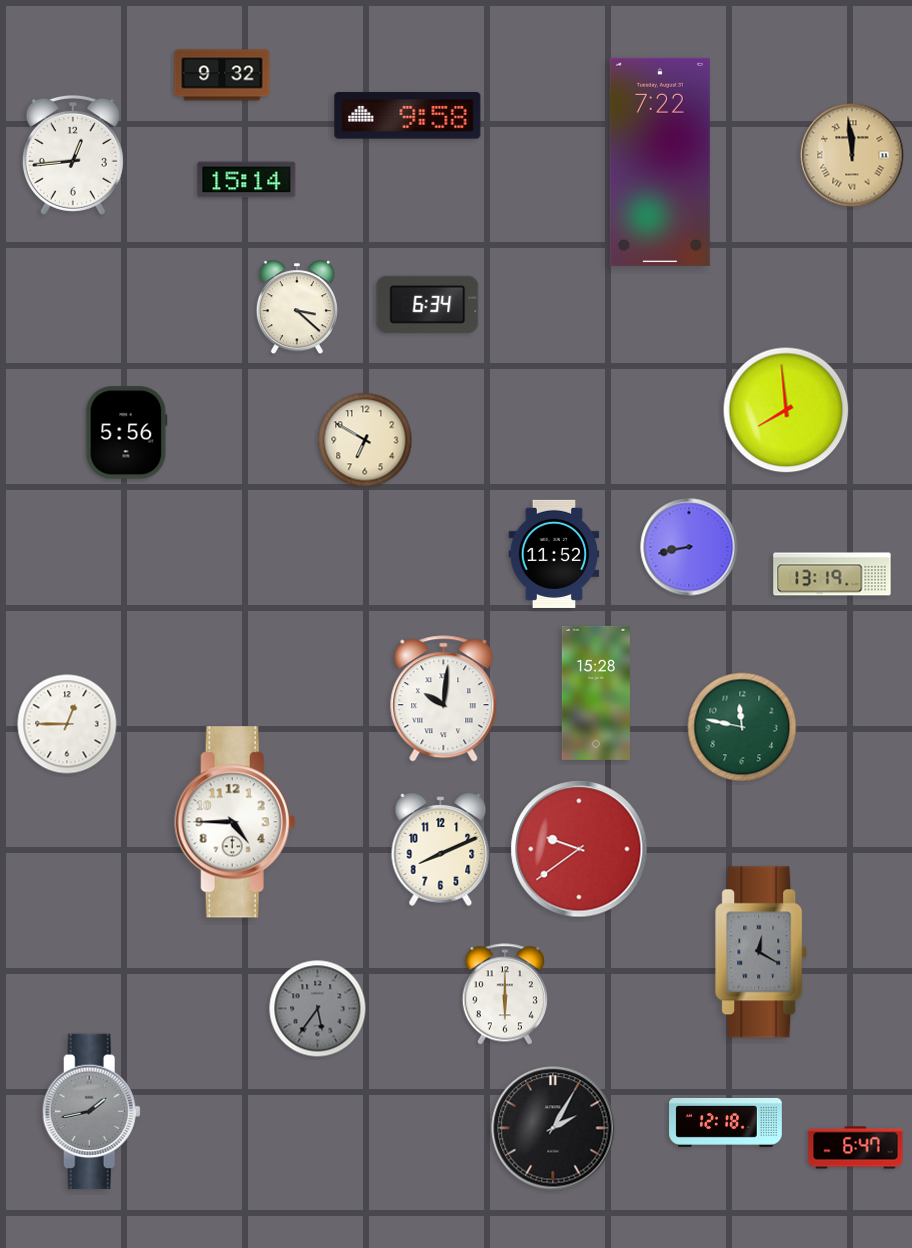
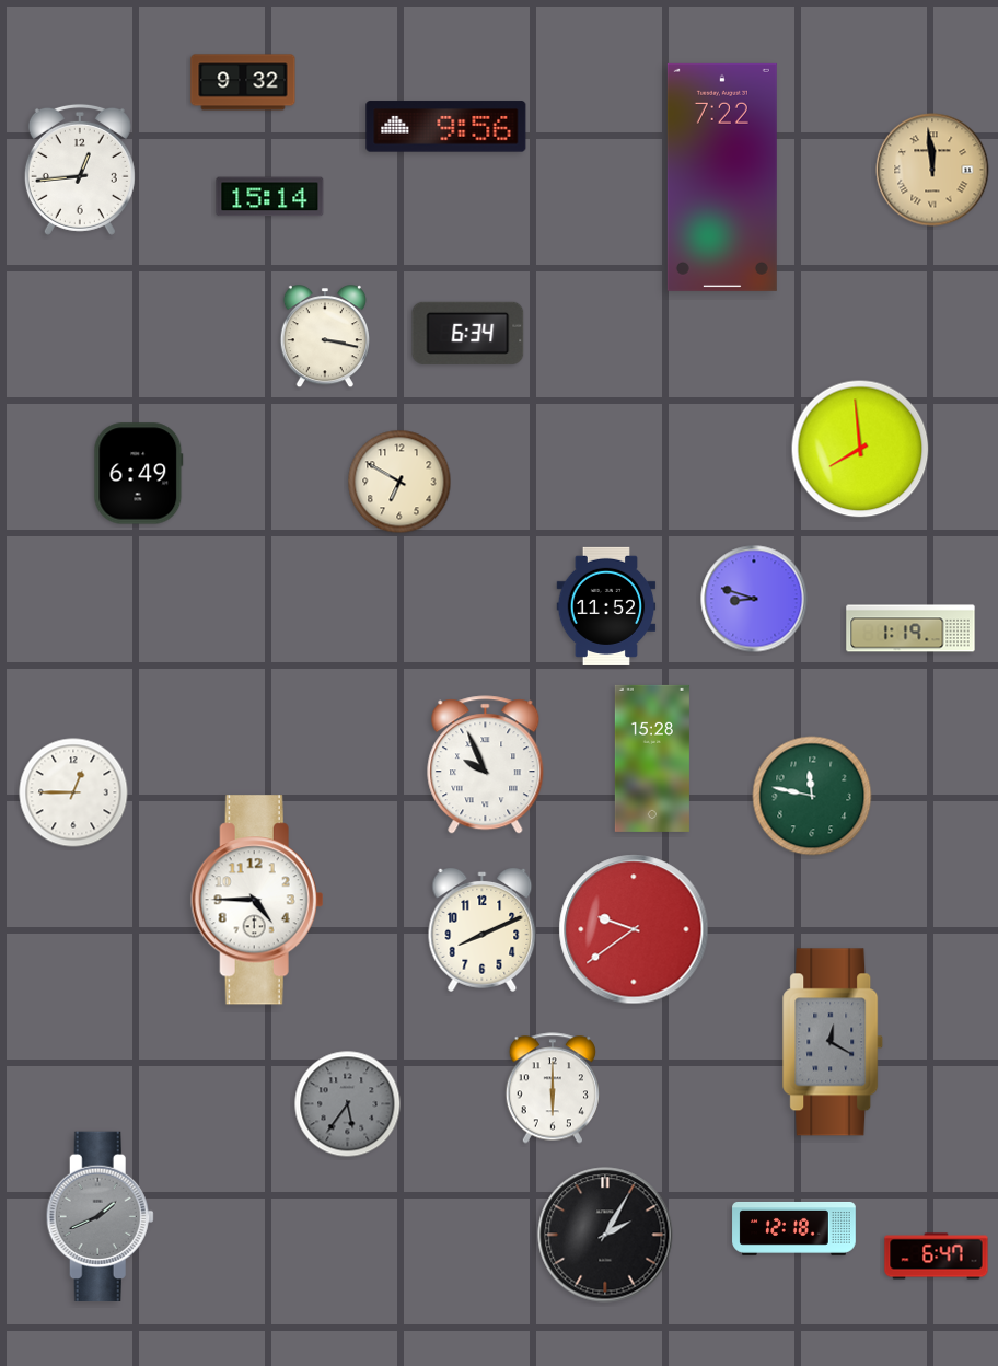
clock at (408, 116): 9:58 -> 9:56
clock at (297, 308): 3:22 -> 3:17
clock at (127, 433): 5:56 -> 6:49
clock at (689, 547): 8:43 -> 8:48
clock at (832, 574): 13:19 -> 1:19
clock at (444, 699): 10:01 -> 9:56
clock at (91, 1111): 1:43 -> 1:41
